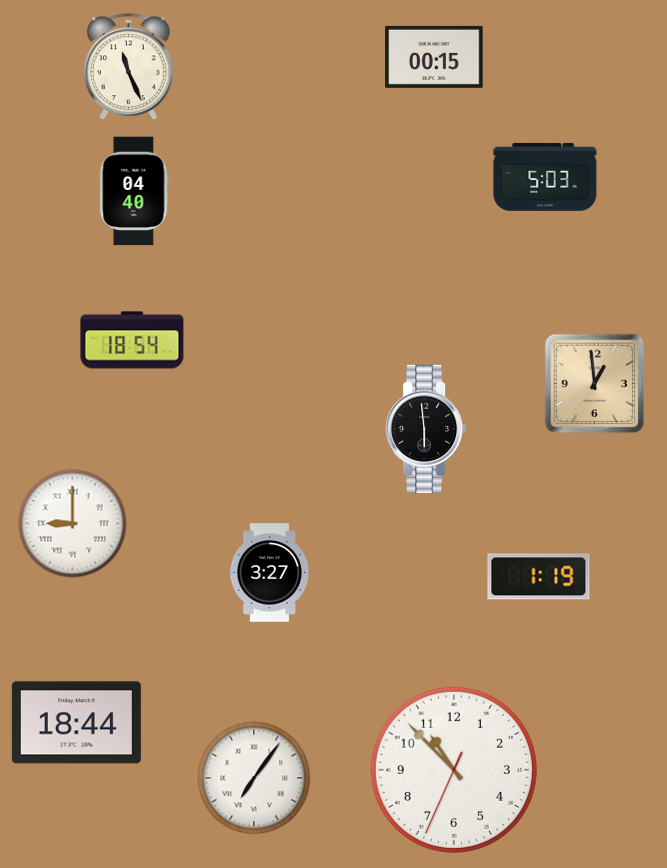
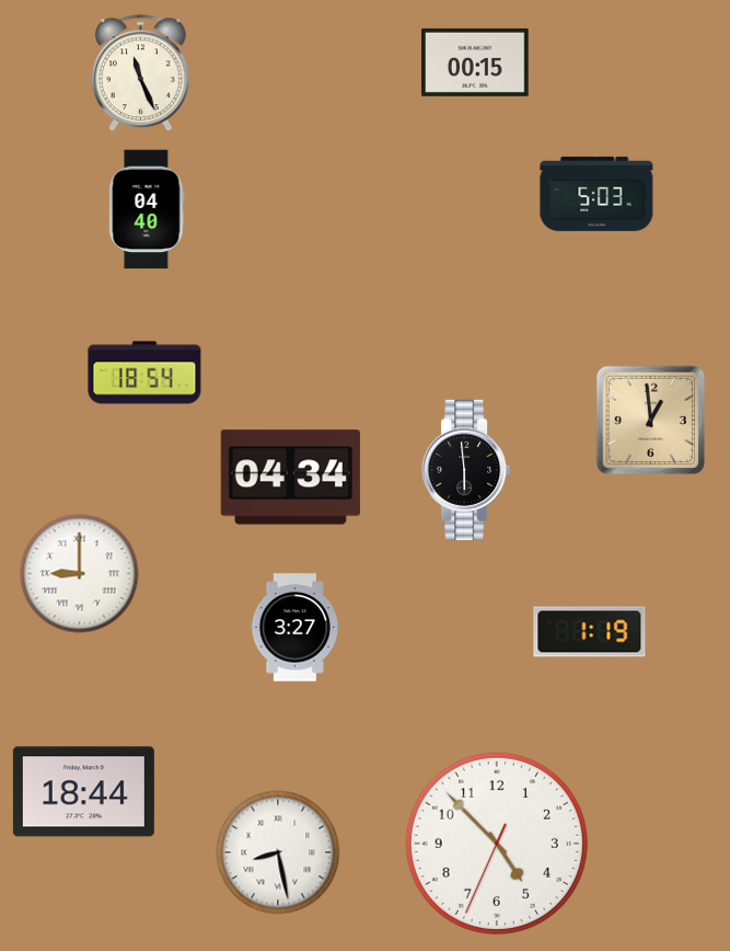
clock at (290, 478): none -> 04:34
clock at (454, 770): 10:52 -> 4:52
clock at (254, 778): 7:06 -> 8:28
